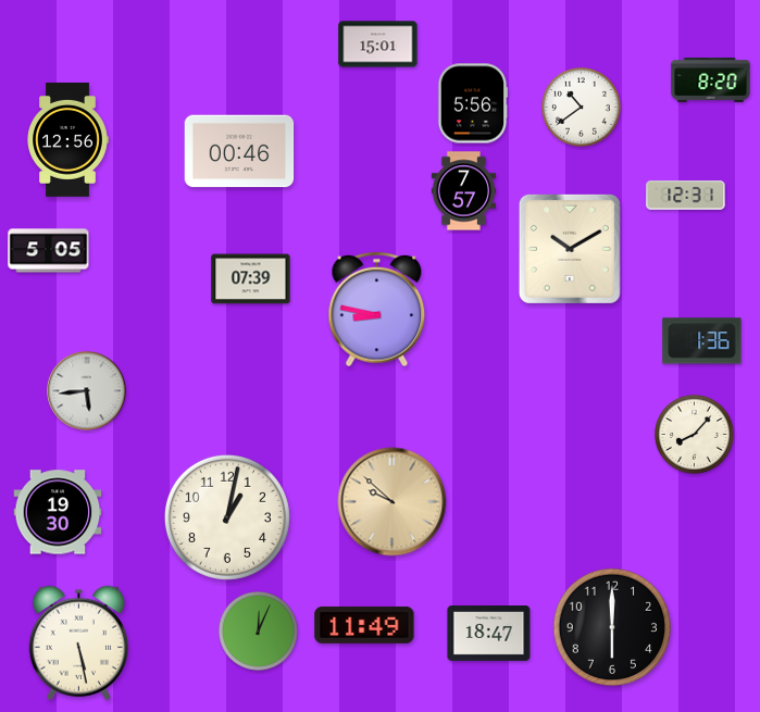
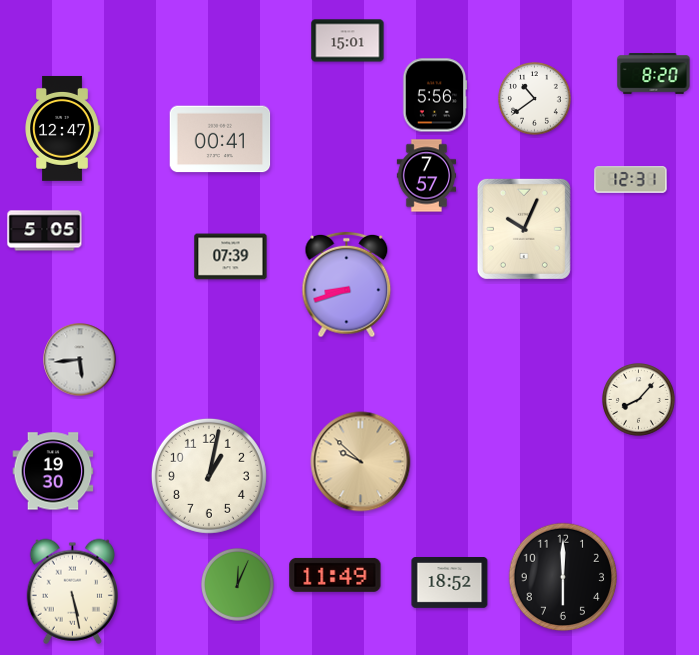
clock at (67, 139): 12:56 -> 12:47
clock at (239, 151): 00:46 -> 00:41
clock at (570, 249): 10:10 -> 10:04
clock at (377, 310): 8:47 -> 8:42
clock at (702, 341): 1:36 -> none
clock at (259, 632) position: (259, 632) -> (238, 585)
clock at (489, 634): 18:47 -> 18:52
